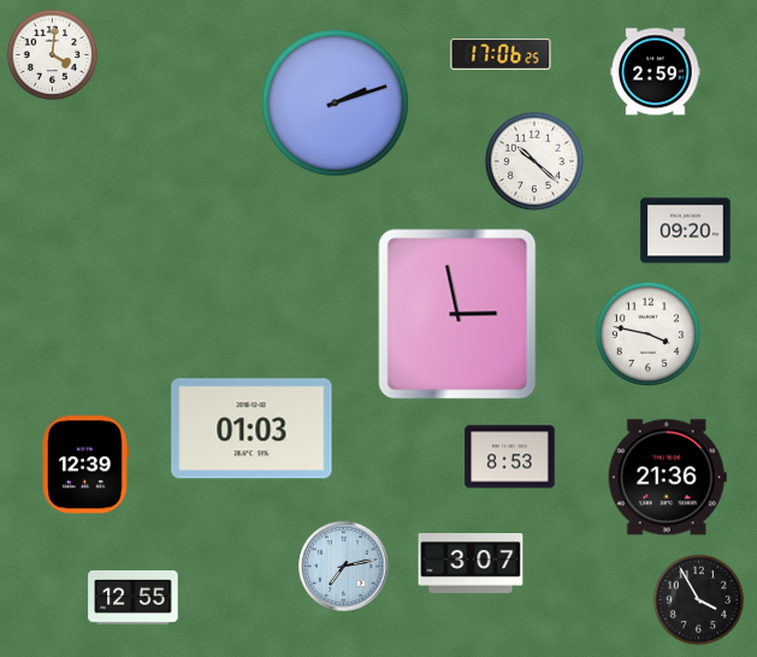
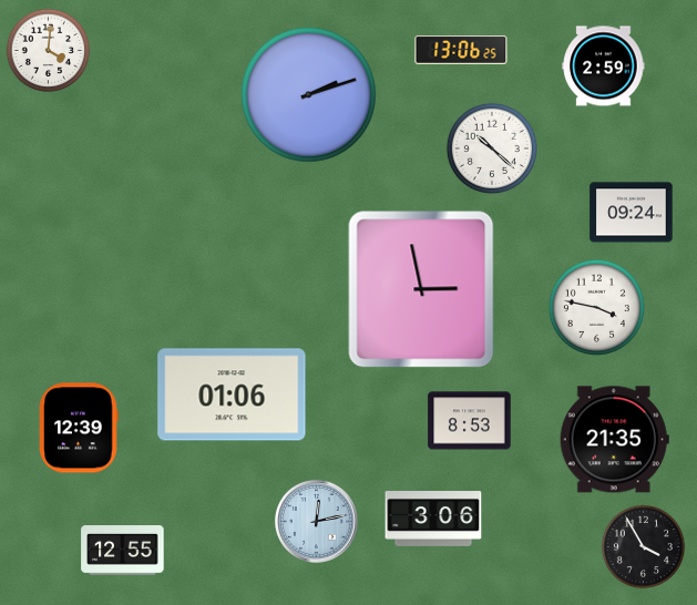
clock at (501, 54): 17:06 -> 13:06
clock at (686, 231): 09:20 -> 09:24
clock at (252, 428): 01:03 -> 01:06
clock at (667, 478): 21:36 -> 21:35
clock at (471, 564): 3:07 -> 3:06
clock at (343, 566): 7:13 -> 12:13
clock at (699, 600) position: (699, 600) -> (644, 547)
